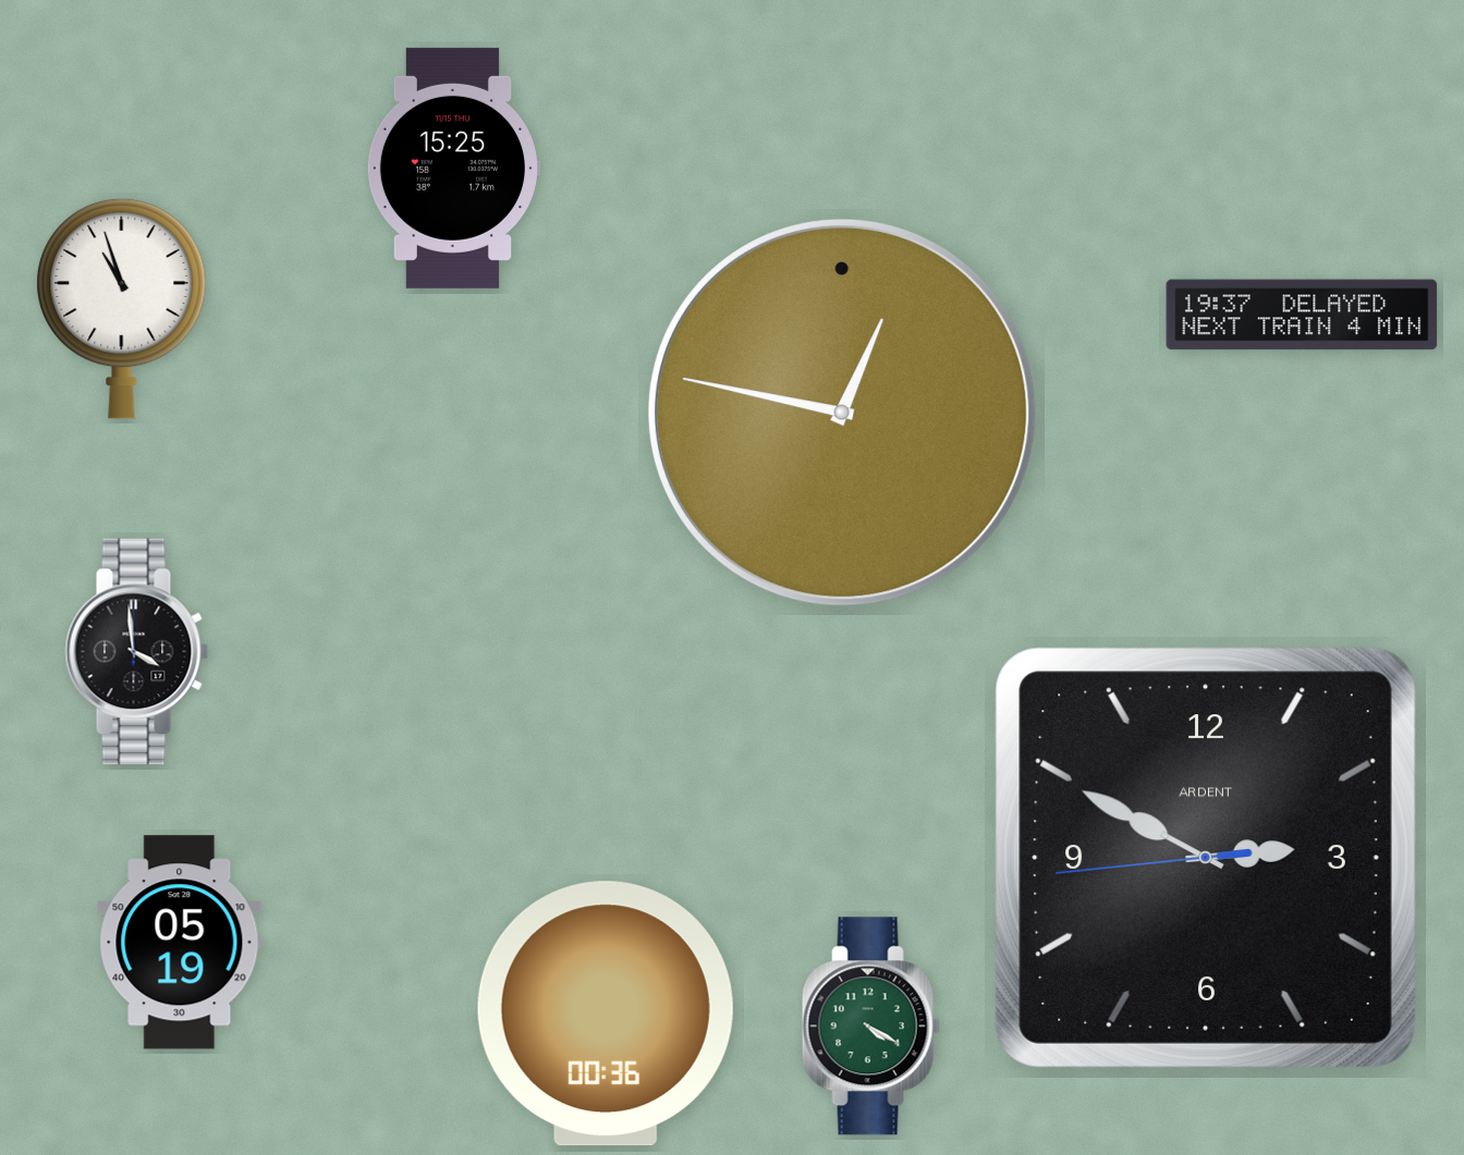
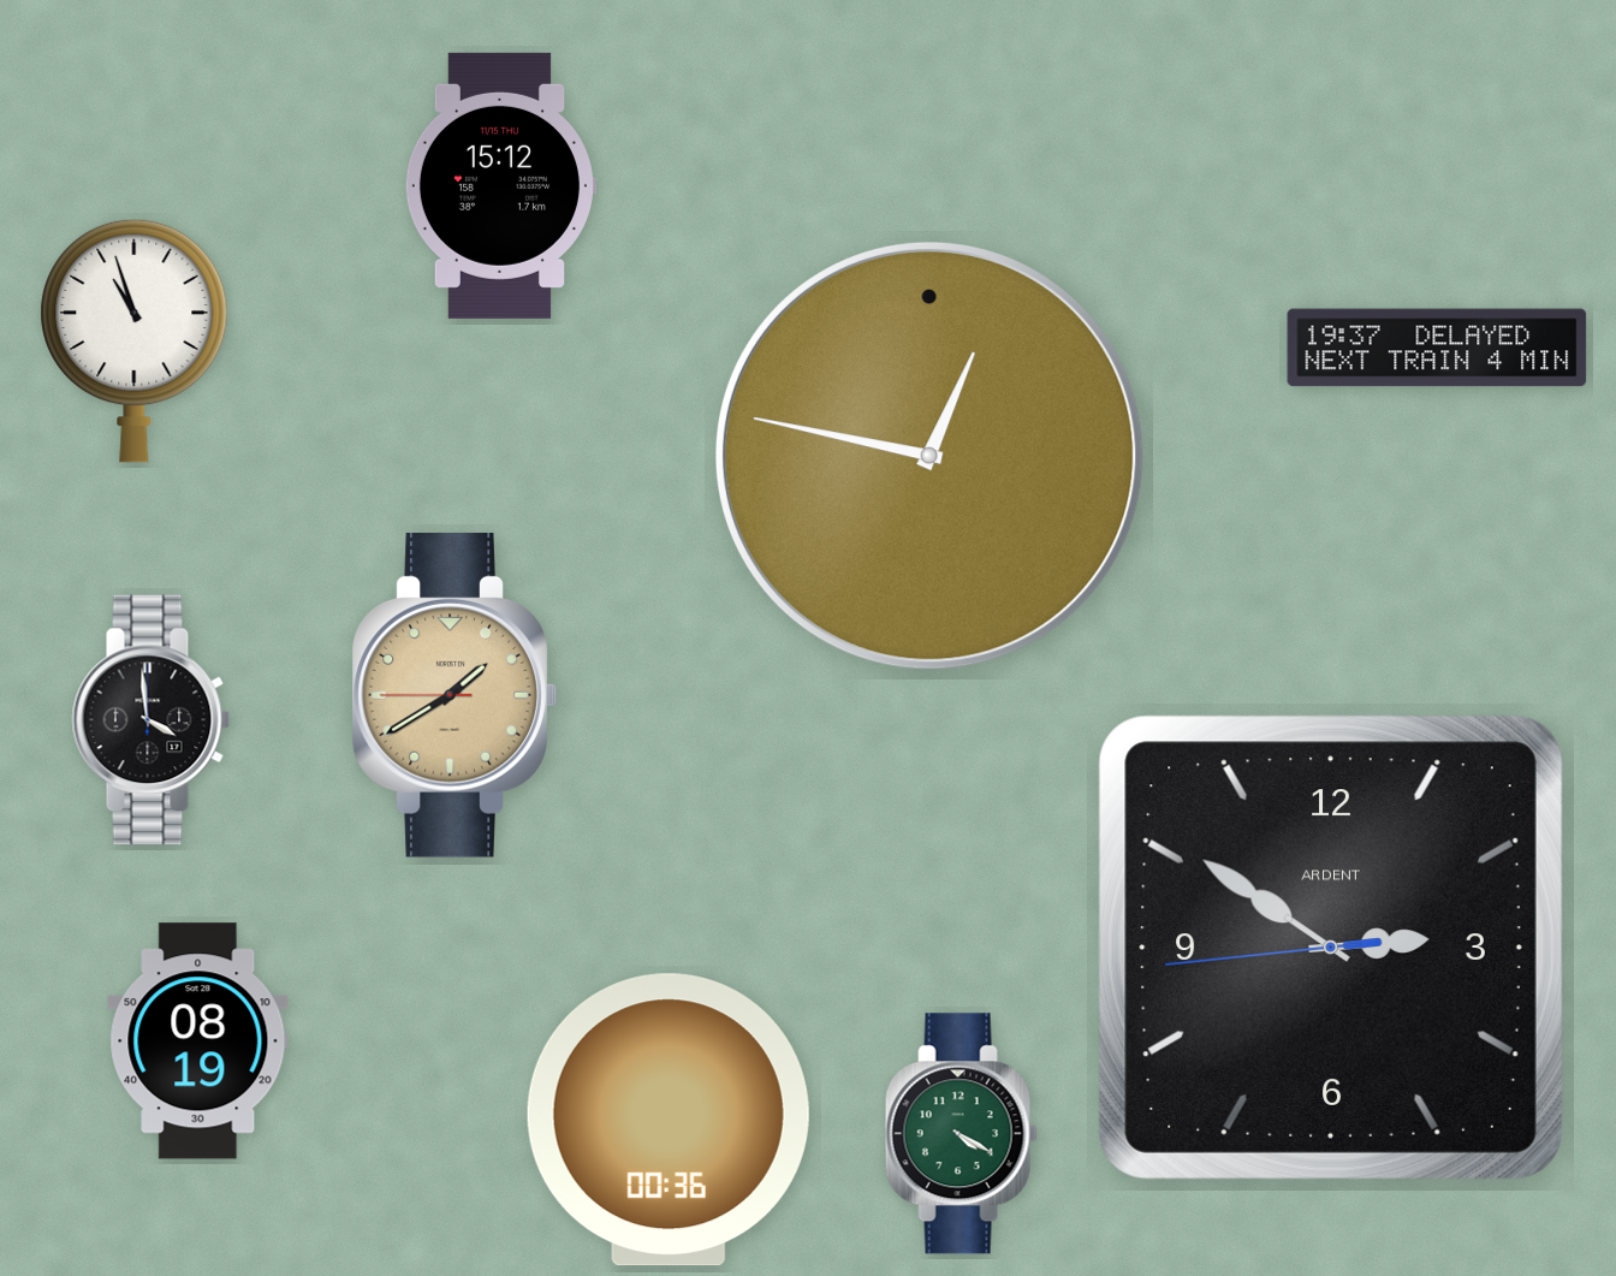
clock at (453, 168): 15:25 -> 15:12
clock at (454, 695): none -> 1:39
clock at (1206, 858): 2:49 -> 2:50
clock at (180, 943): 05:19 -> 08:19
